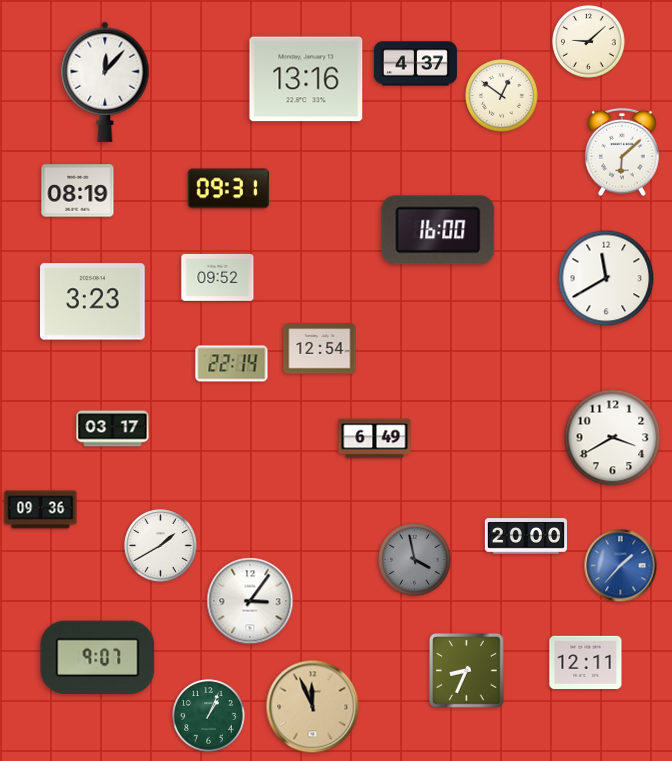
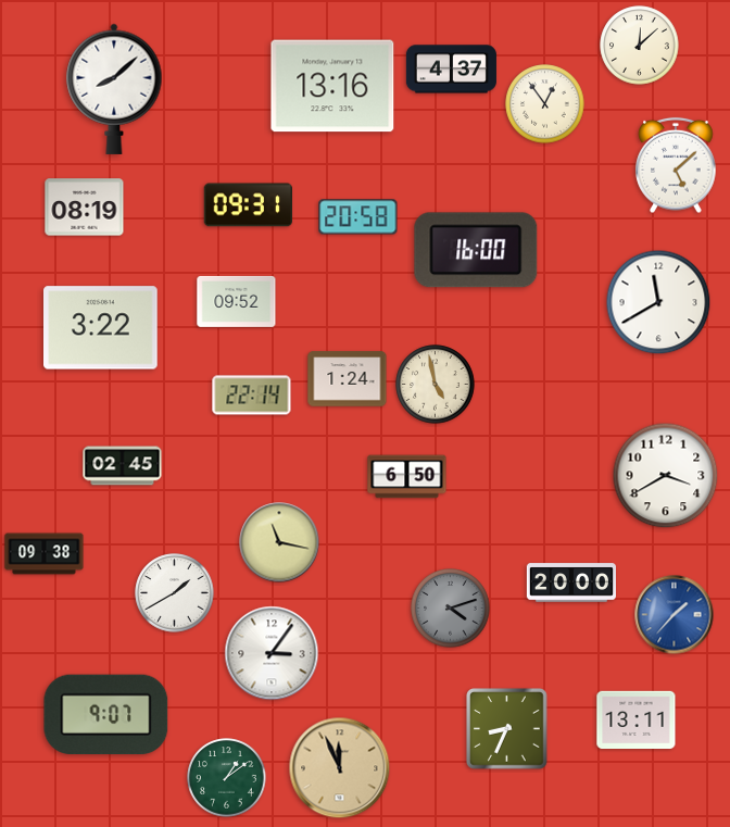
clock at (589, 42): 9:08 -> 12:08
clock at (105, 82): 12:07 -> 8:08
clock at (502, 96): 12:51 -> 12:54
clock at (622, 152): 6:08 -> 5:08
clock at (358, 217): none -> 20:58
clock at (93, 302): 3:23 -> 3:22
clock at (320, 349): 12:54 -> 1:24
clock at (436, 385): none -> 4:58
clock at (113, 429): 03:17 -> 02:45
clock at (375, 439): 6:49 -> 6:50
clock at (279, 542): none -> 11:17
clock at (41, 510): 09:36 -> 09:38
clock at (415, 560): 3:58 -> 4:12
clock at (586, 663): 12:11 -> 13:11
clock at (209, 716): 1:04 -> 1:09
